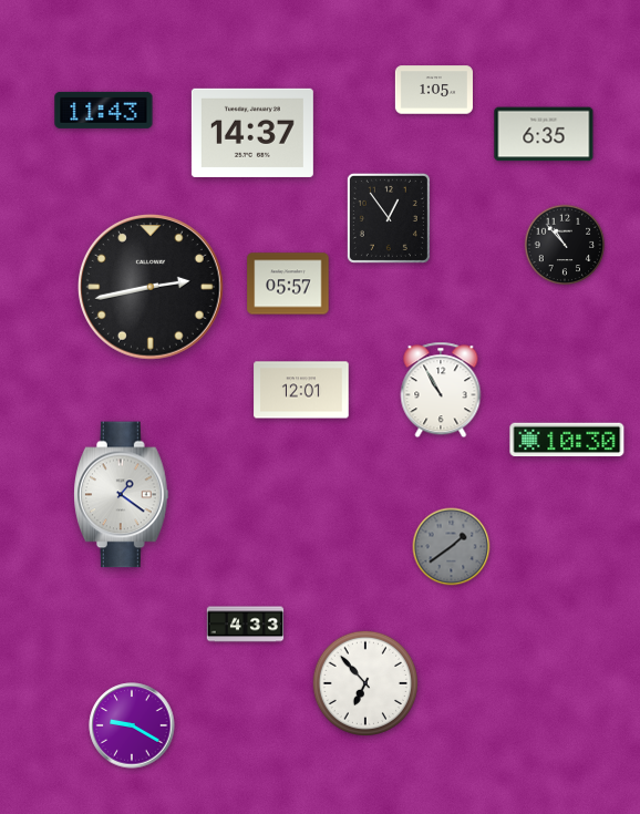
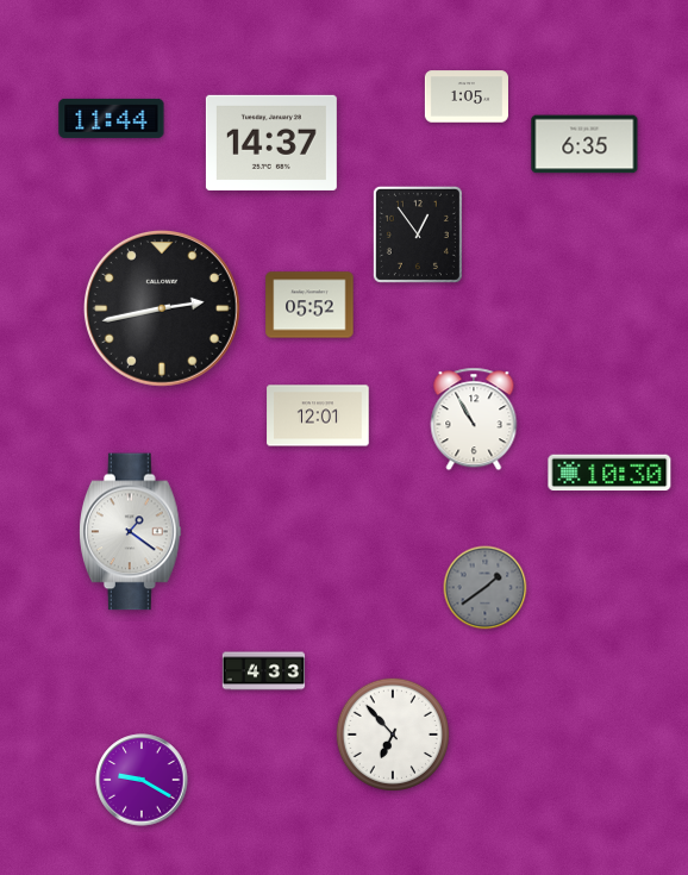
clock at (104, 110): 11:43 -> 11:44
clock at (565, 245): 10:53 -> none
clock at (288, 284): 05:57 -> 05:52
clock at (301, 390) position: (301, 390) -> (318, 415)
